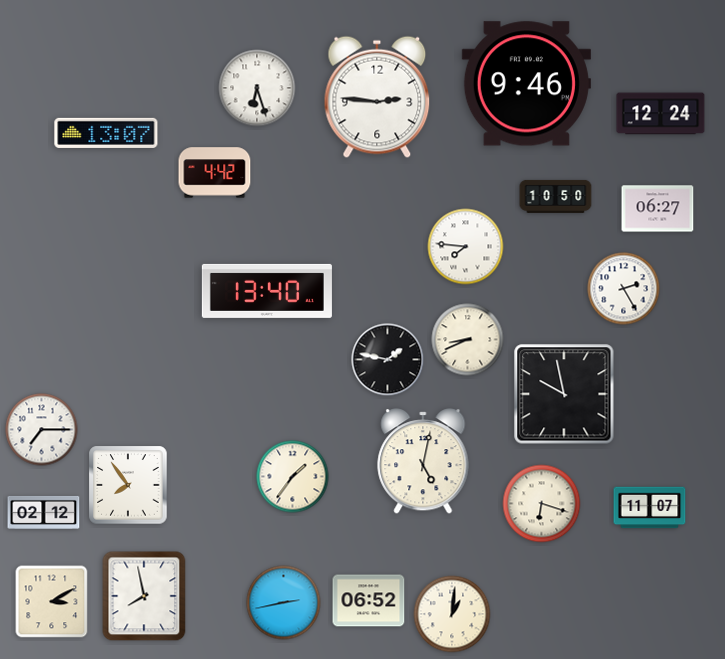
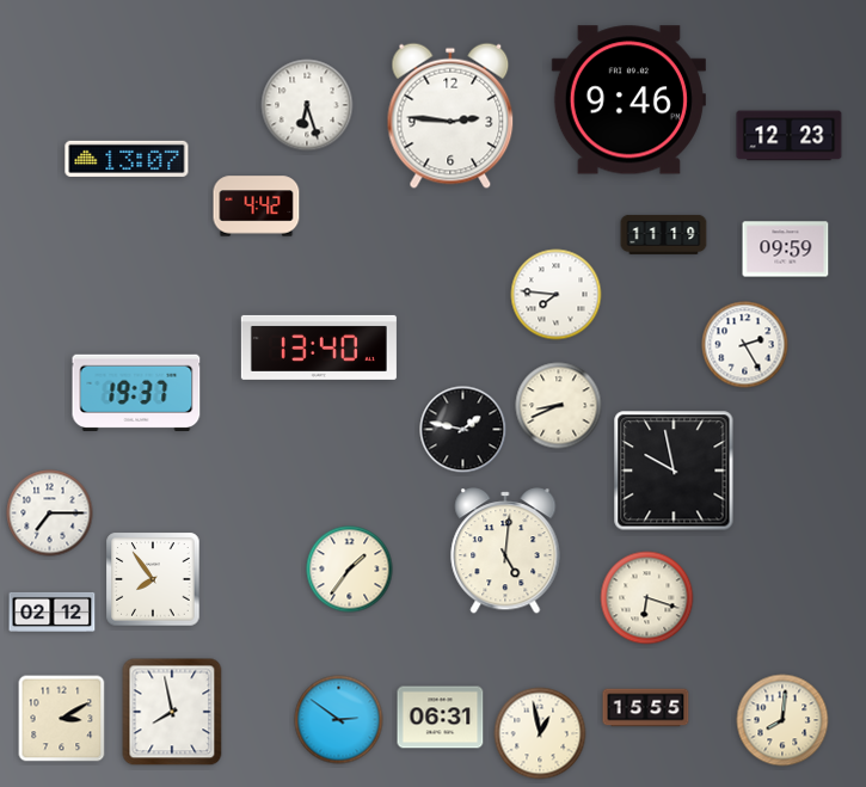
clock at (661, 114): 12:24 -> 12:23
clock at (556, 196): 10:50 -> 11:19
clock at (658, 209): 06:27 -> 09:59
clock at (136, 392): none -> 19:37
clock at (423, 461): 5:02 -> 5:01
clock at (542, 504) position: (542, 504) -> (647, 598)
clock at (650, 508): 11:07 -> none
clock at (646, 708): none -> 15:55
clock at (369, 601): 06:52 -> 06:31
clock at (284, 603): 2:43 -> 2:51
clock at (782, 720): none -> 8:01
clock at (452, 614): 1:01 -> 12:58
